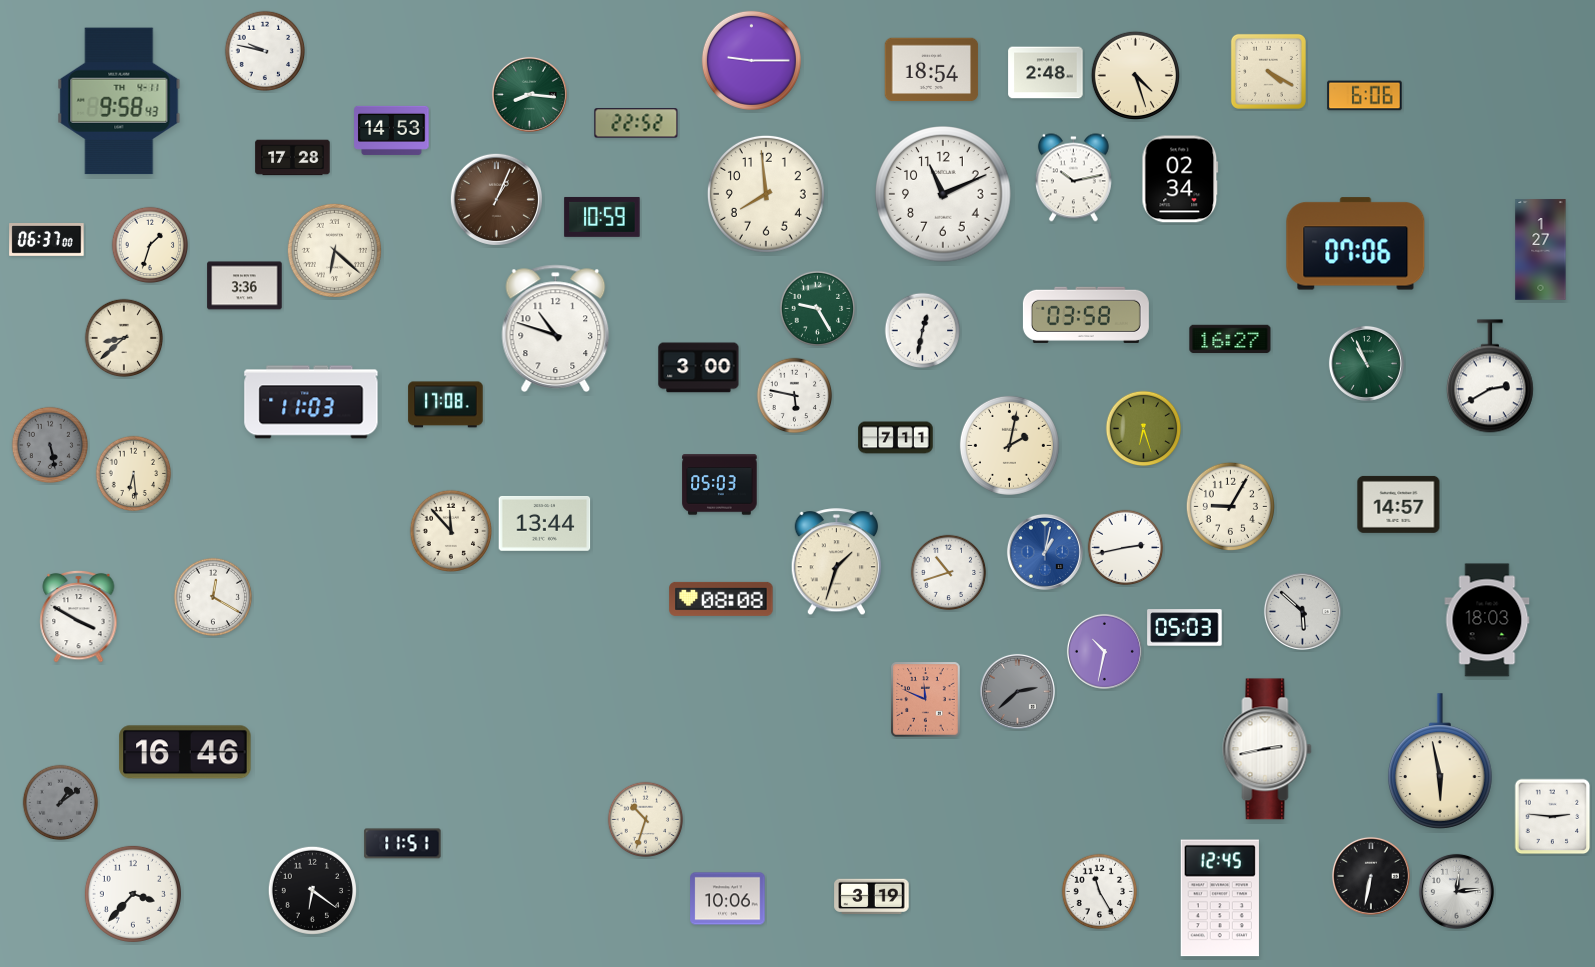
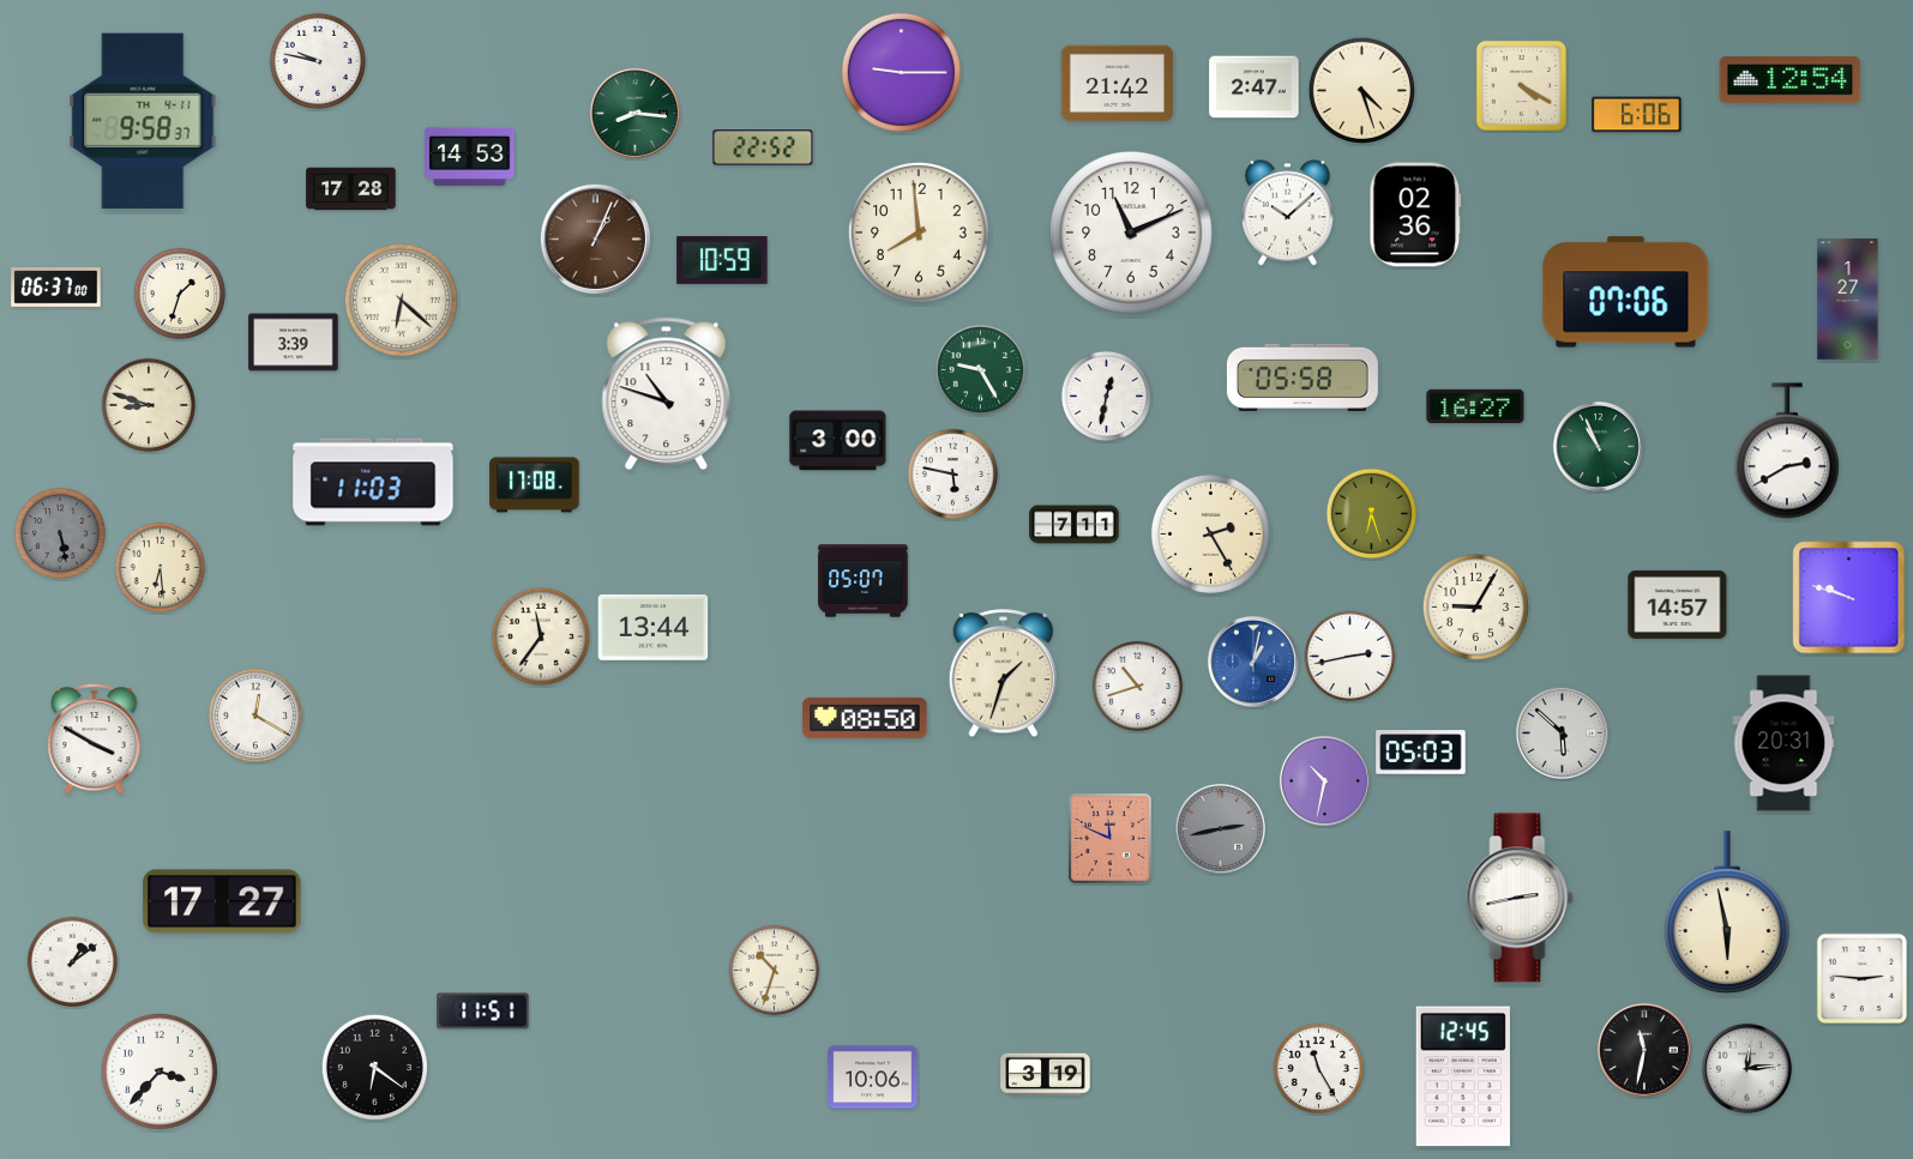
clock at (1791, 80): none -> 12:54
clock at (932, 70): 18:54 -> 21:42
clock at (1046, 73): 2:48 -> 2:47
clock at (119, 101): 9:58:43 -> 9:58:37
clock at (1073, 178): 10:13 -> 10:08
clock at (1180, 179): 02:34 -> 02:36
clock at (245, 286): 3:36 -> 3:39
clock at (1086, 315): 03:58 -> 05:58
clock at (124, 338): 8:38 -> 8:48
clock at (1366, 363) position: (1366, 363) -> (1598, 446)
clock at (1009, 445): 2:02 -> 2:25
clock at (720, 485): 05:03 -> 05:07
clock at (1849, 598): none -> 9:48
clock at (450, 530): 11:53 -> 11:36
clock at (721, 599): 08:08 -> 08:50
clock at (1487, 620): 18:03 -> 20:31
clock at (1017, 691): 2:38 -> 2:43
clock at (185, 752): 16:46 -> 17:27
clock at (61, 803) dial: grey -> white
clock at (646, 820) position: (646, 820) -> (775, 971)
clock at (1371, 876): 6:32 -> 11:32
